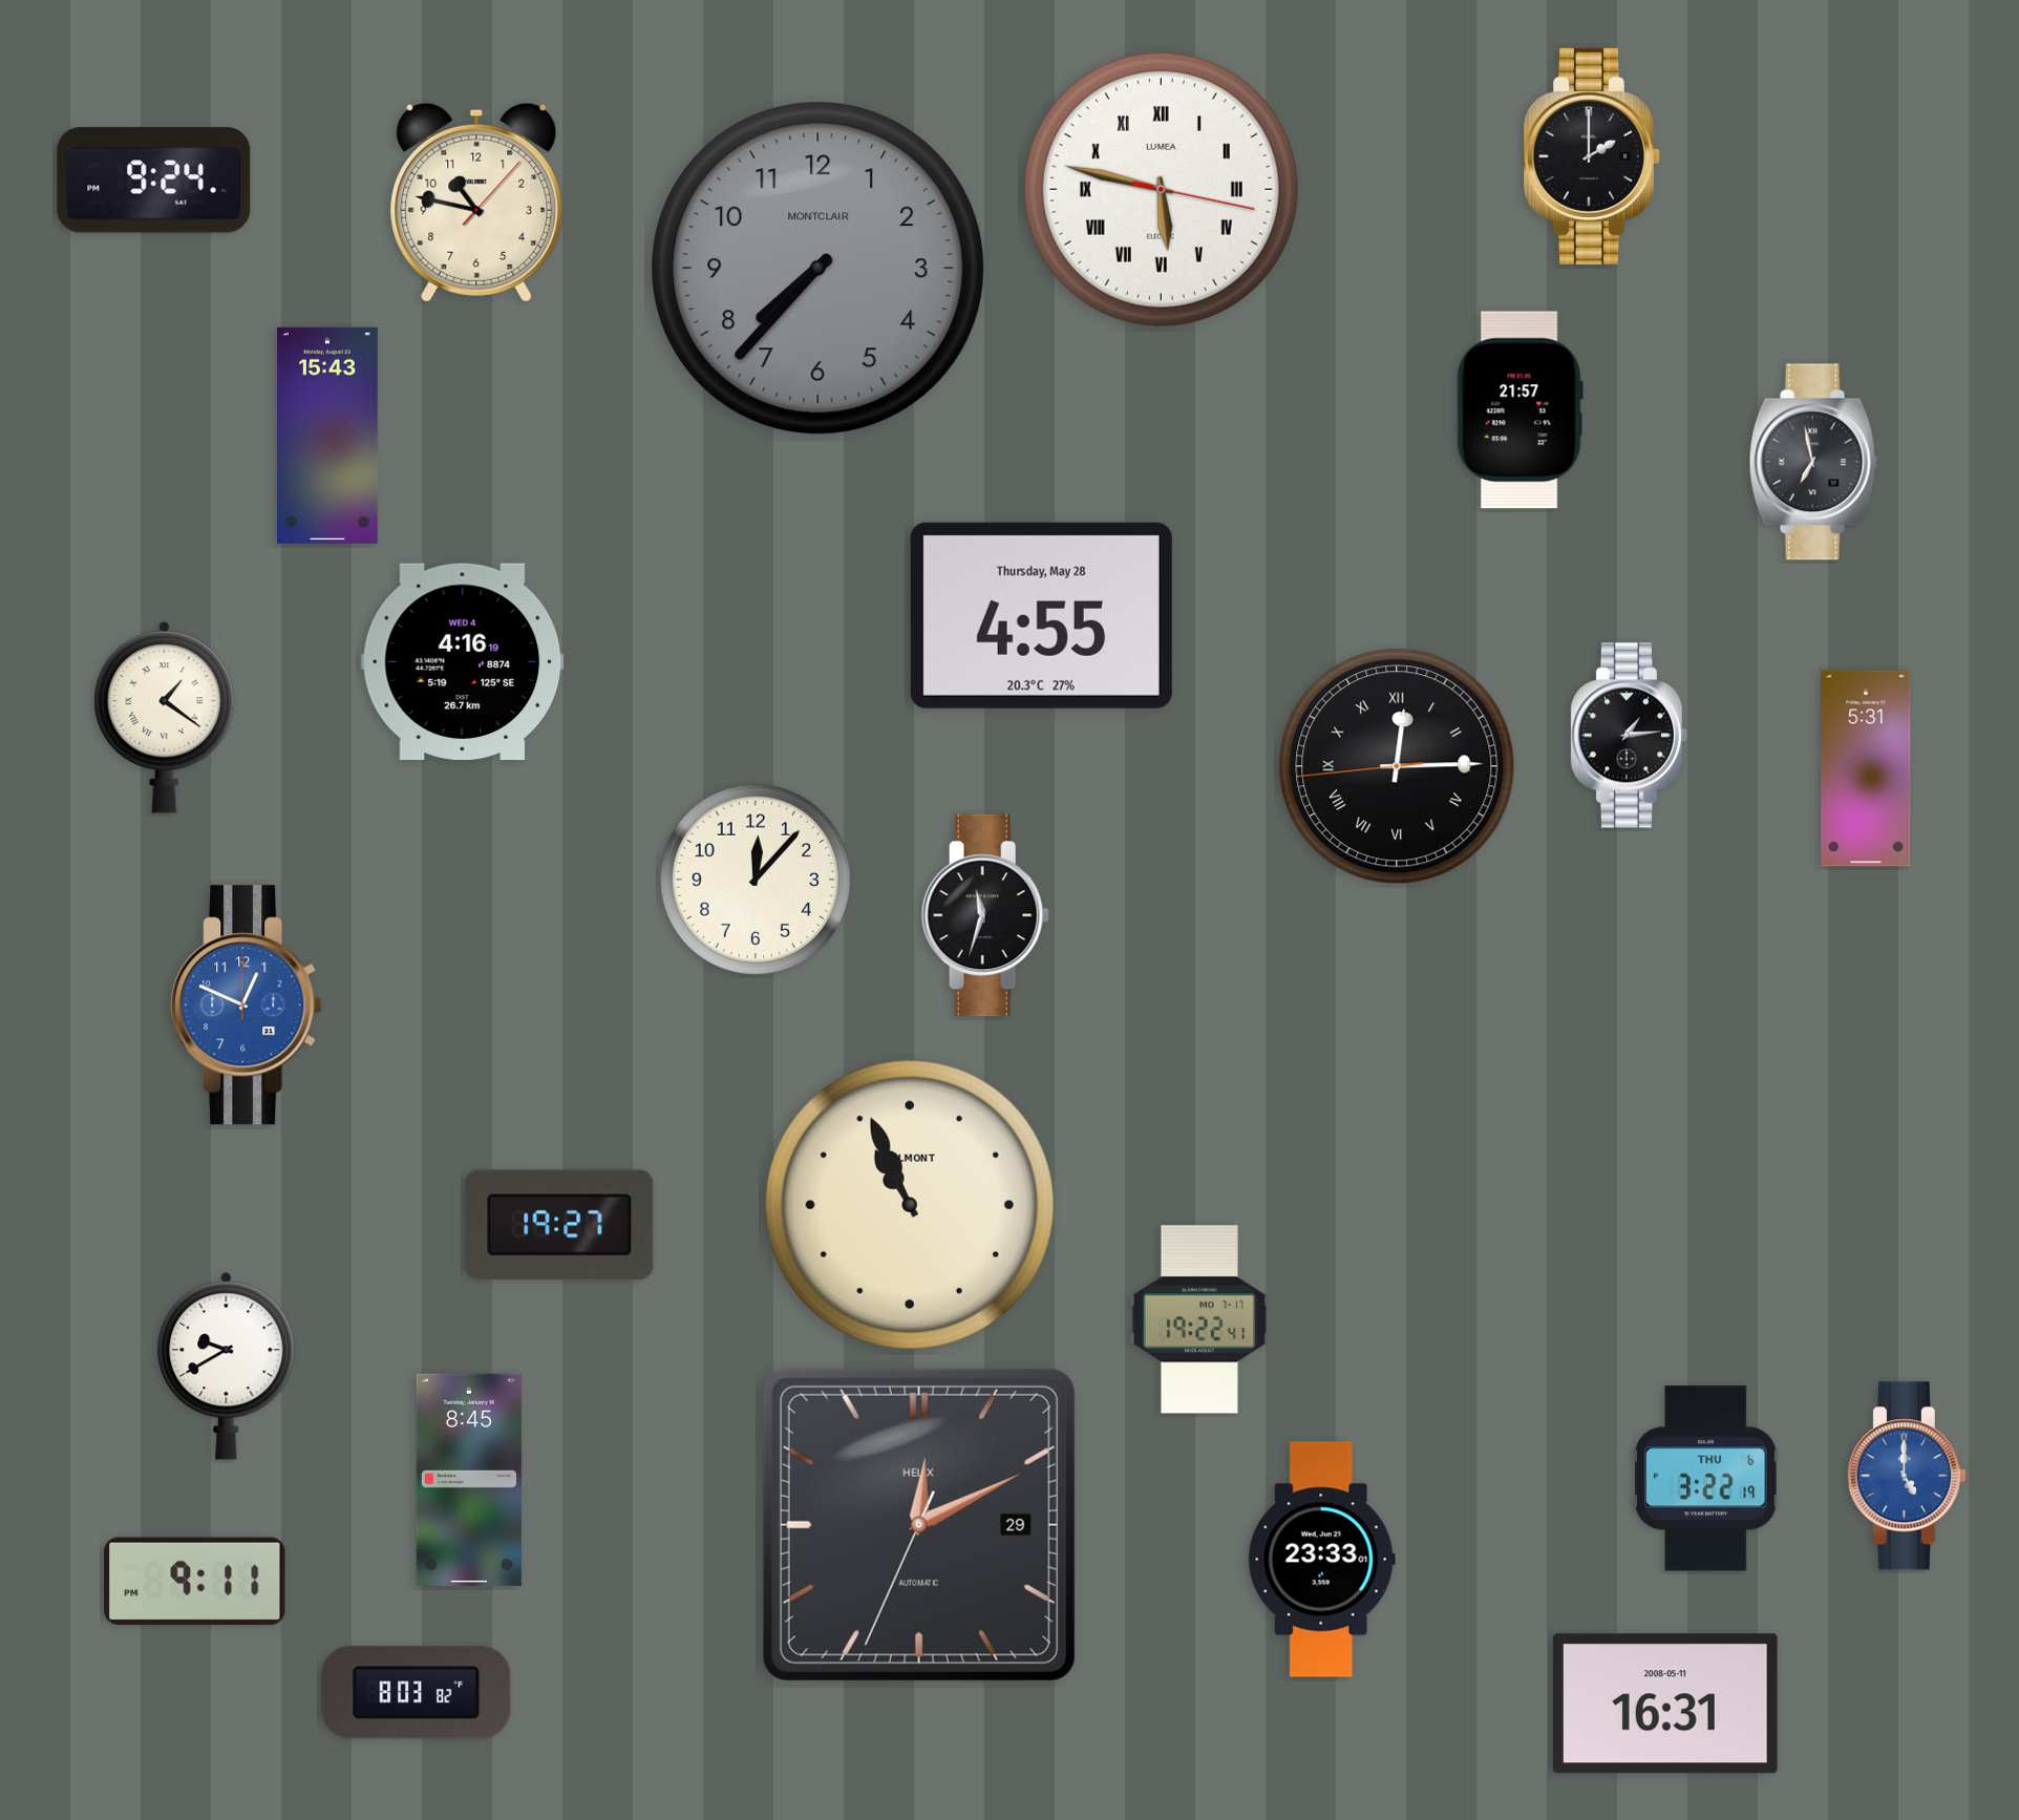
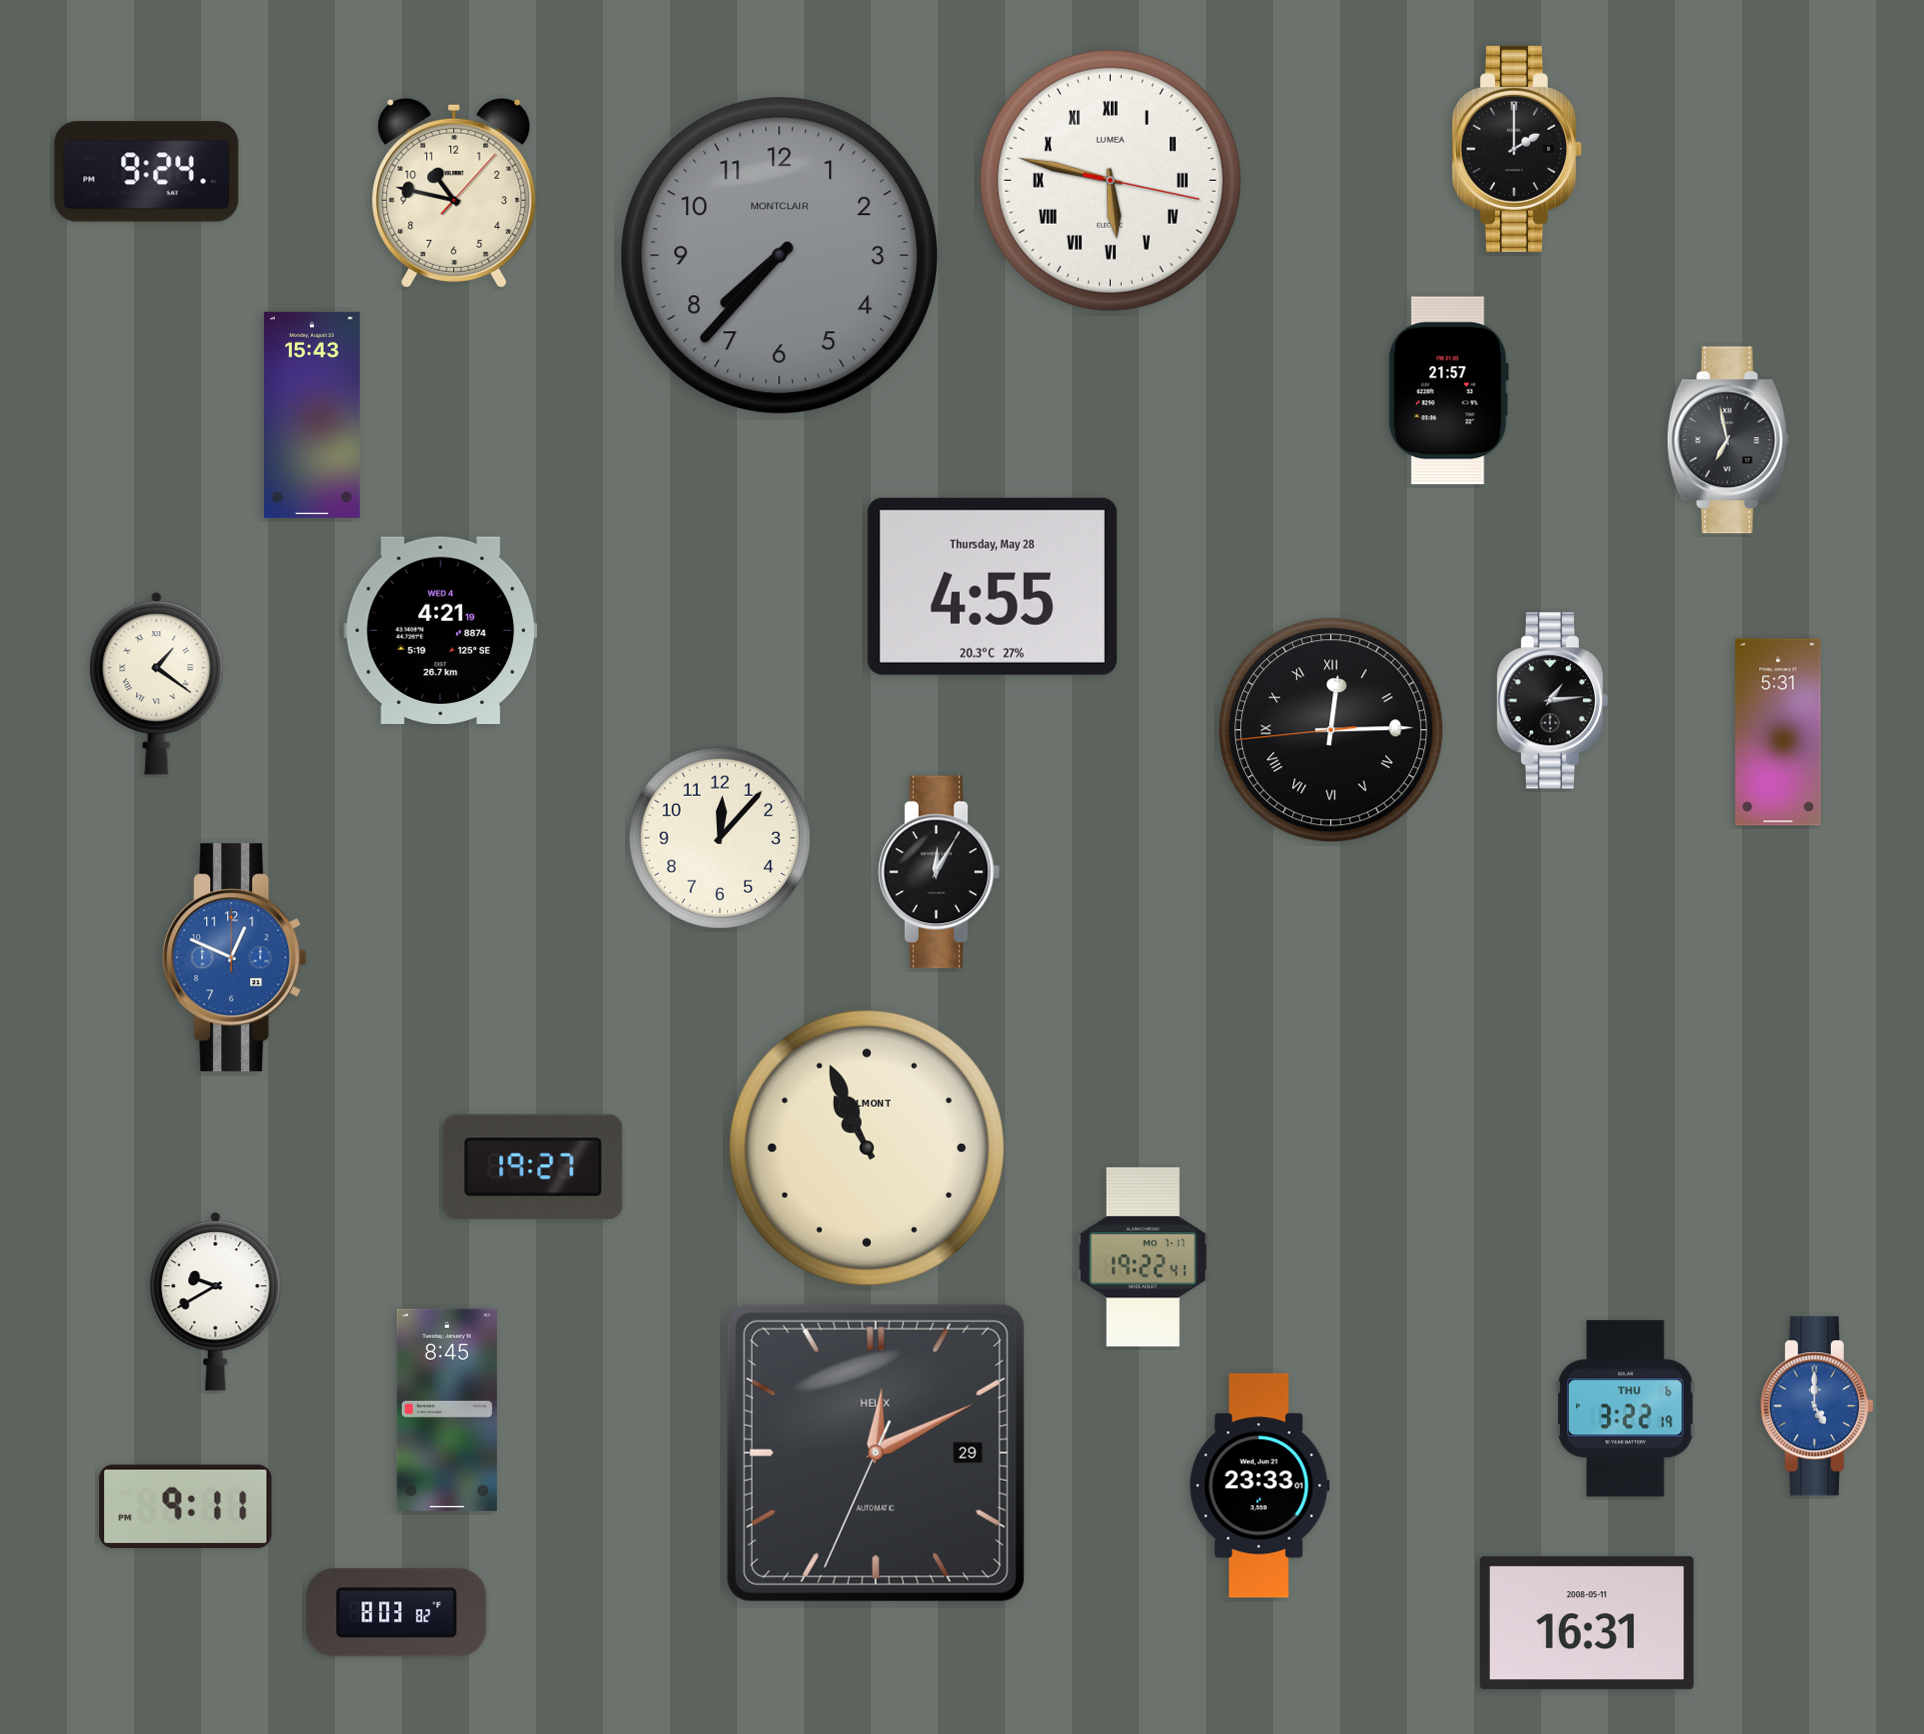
clock at (1161, 189) position: (1161, 189) -> (1110, 180)
clock at (463, 661): 4:16 -> 4:21
clock at (985, 915): 11:33 -> 12:05
